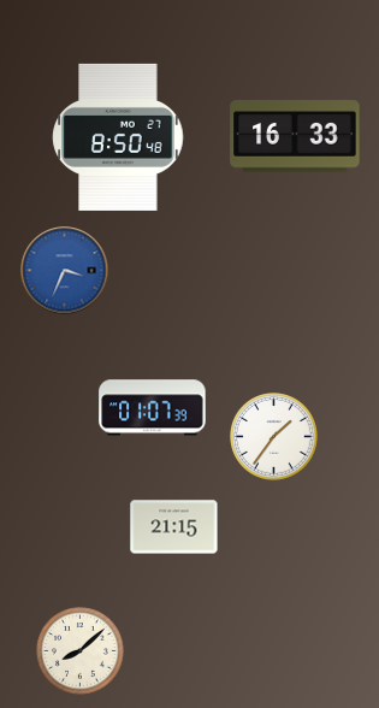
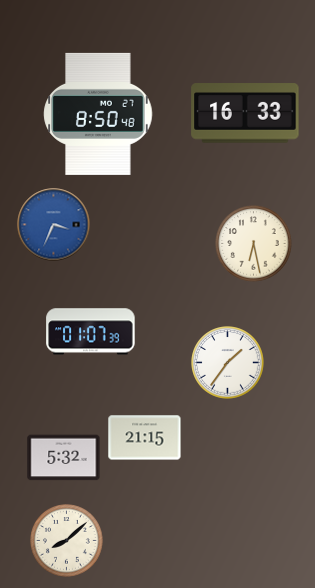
clock at (254, 244): none -> 6:28
clock at (153, 408) position: (153, 408) -> (91, 332)
clock at (64, 458): none -> 5:32
